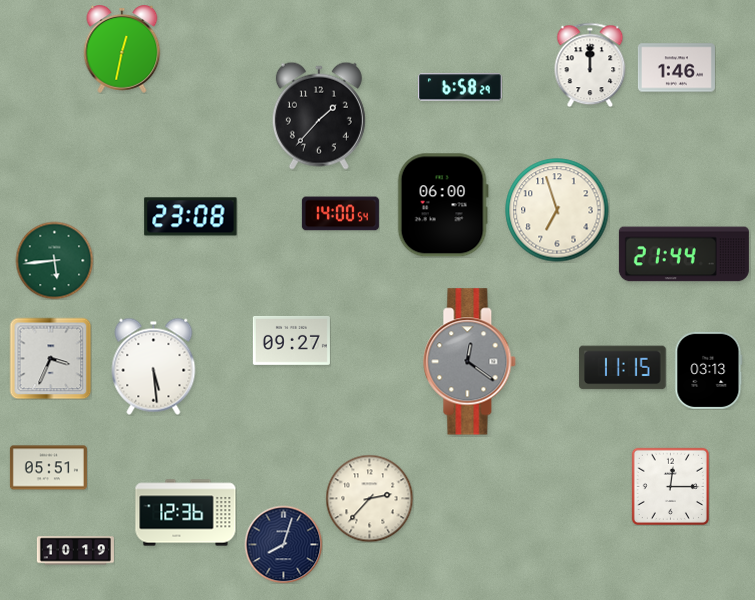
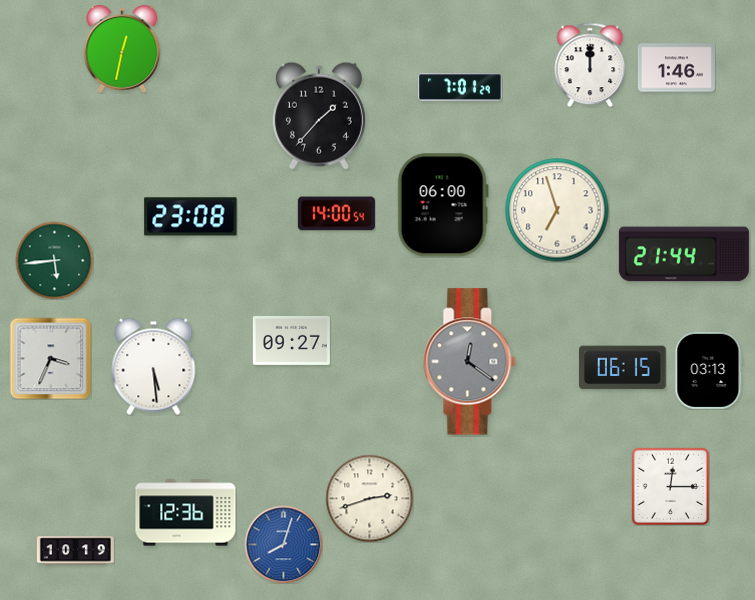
clock at (461, 87): 6:58 -> 7:01
clock at (340, 214) position: (340, 214) -> (336, 214)
clock at (623, 368): 11:15 -> 06:15
clock at (48, 468): 05:51 -> none
clock at (369, 498): 2:37 -> 2:42
clock at (283, 544) dial: navy -> blue
